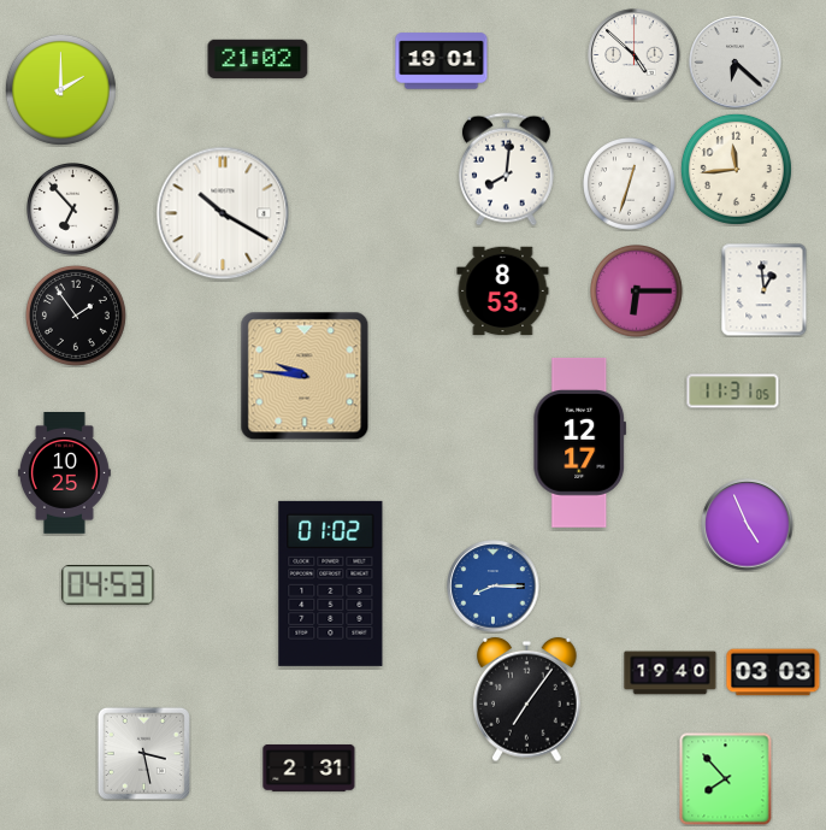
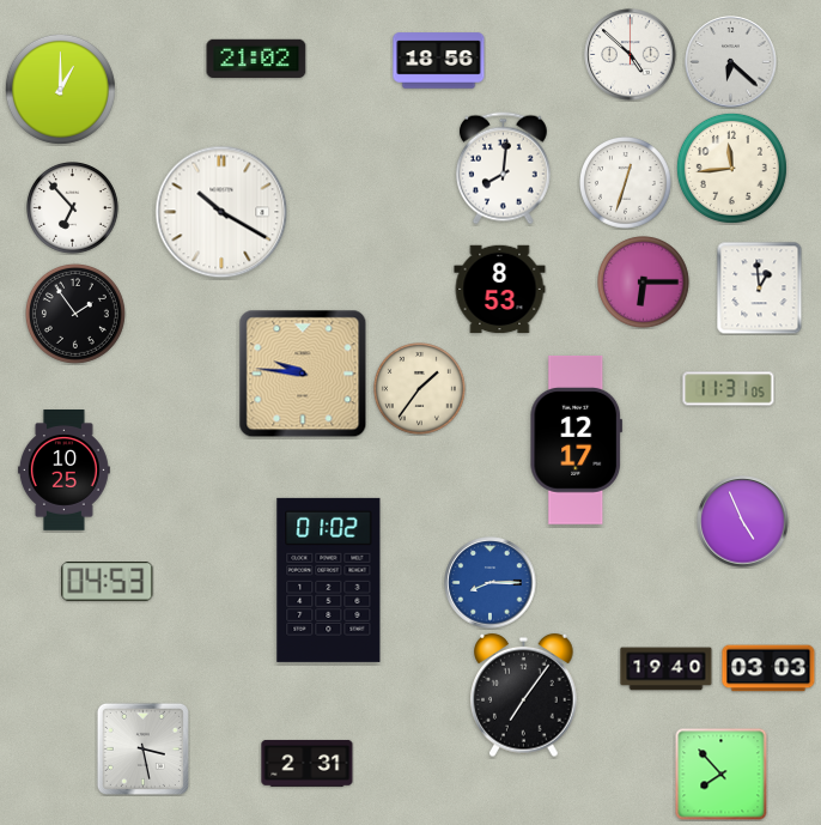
clock at (442, 61): 19:01 -> 18:56
clock at (60, 89): 2:00 -> 1:00
clock at (637, 292) position: (637, 292) -> (644, 283)
clock at (420, 389): none -> 1:36
